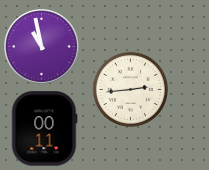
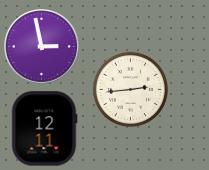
clock at (42, 47): 10:58 -> 2:58
clock at (44, 129): 00:11 -> 12:11
